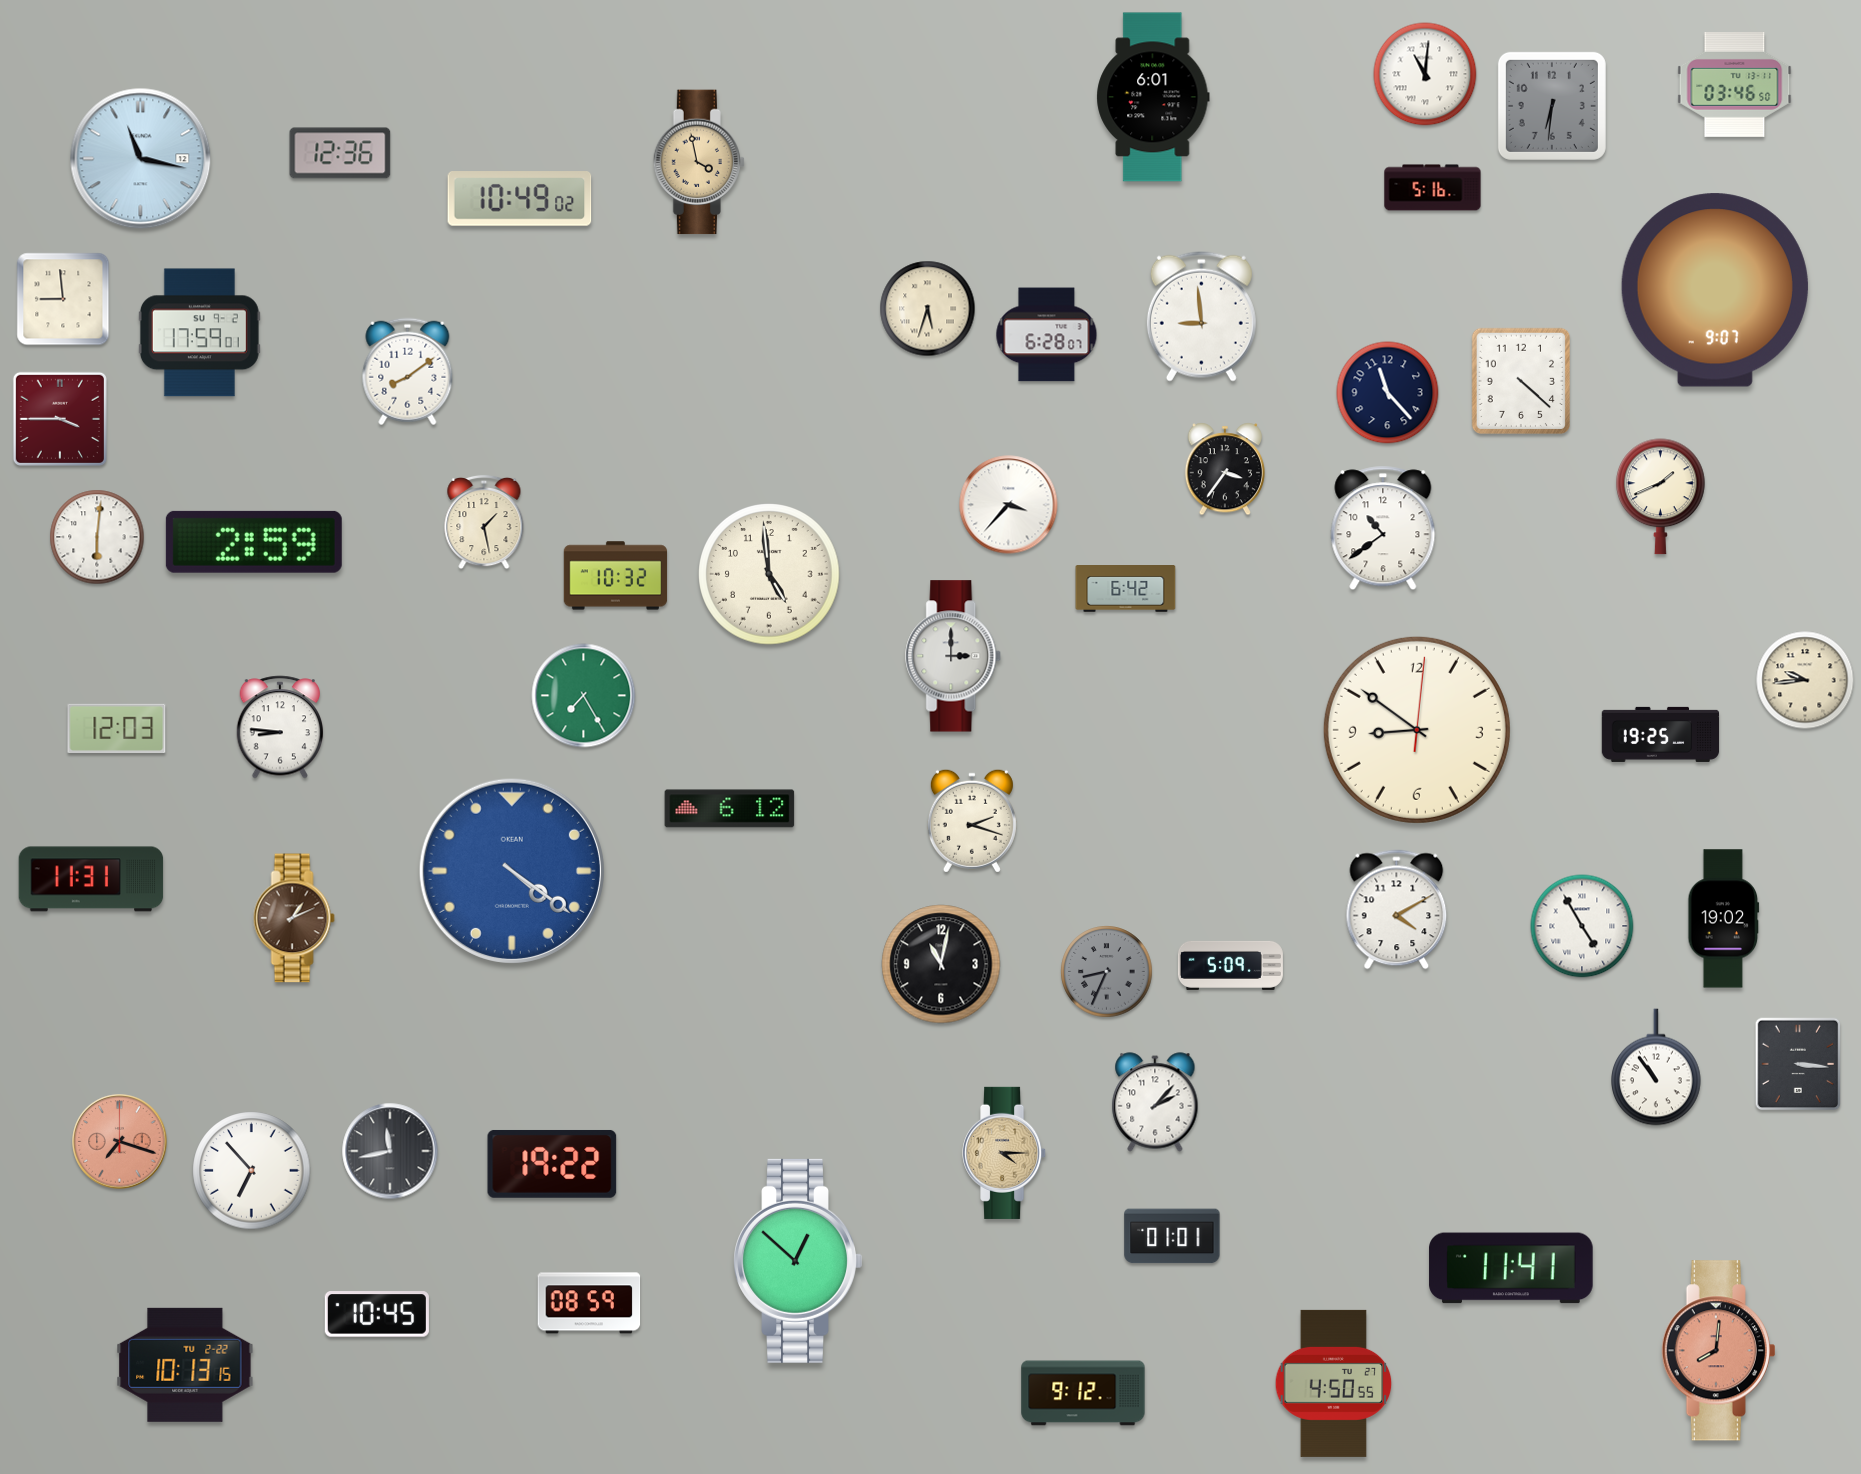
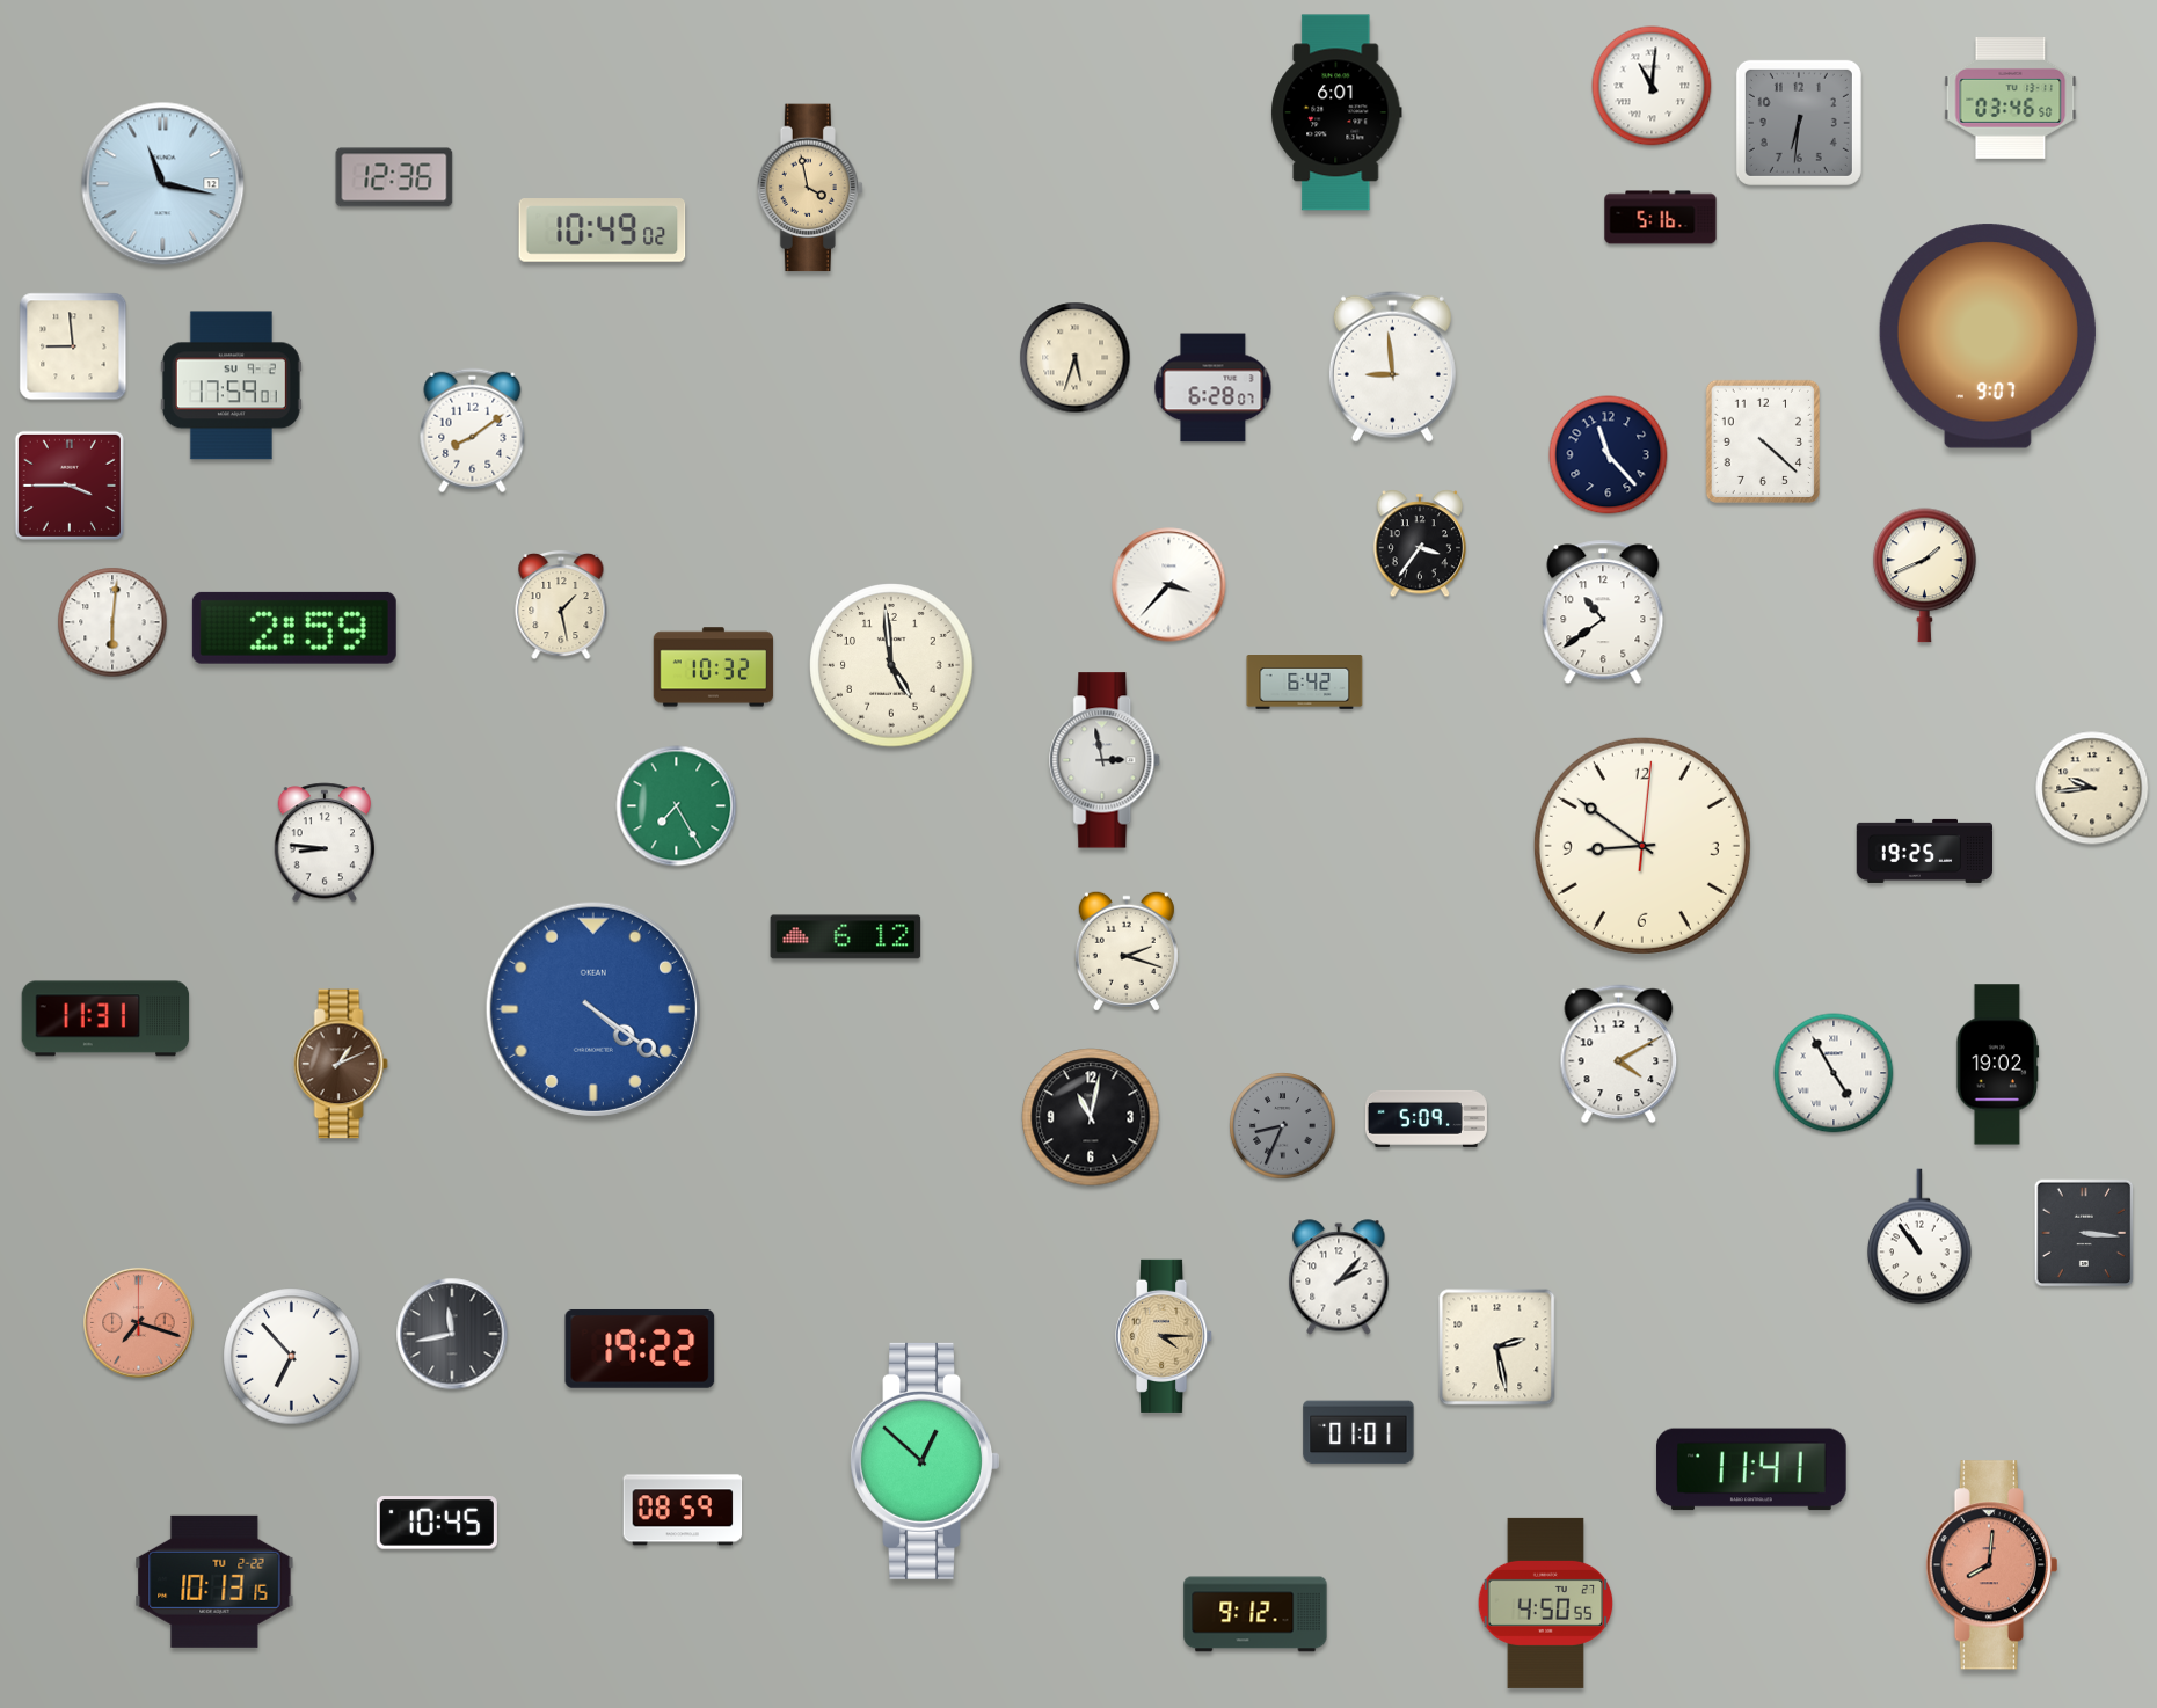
clock at (954, 656): 3:00 -> 2:58
clock at (117, 728): 12:03 -> none
clock at (1497, 1348): none -> 2:28
